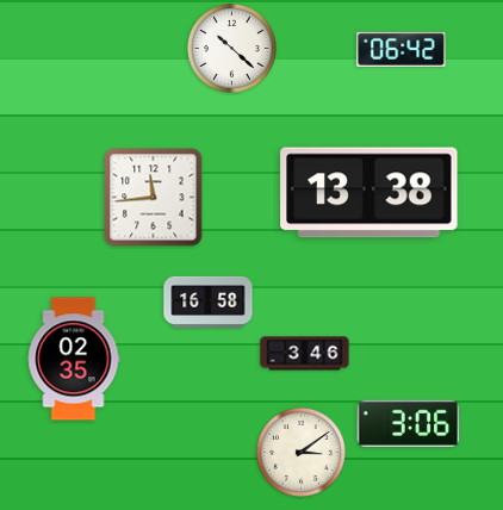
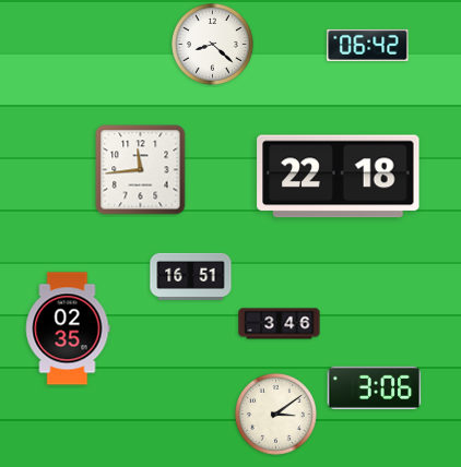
clock at (231, 48): 10:22 -> 8:22
clock at (370, 193): 13:38 -> 22:18
clock at (154, 198) position: (154, 198) -> (141, 170)
clock at (209, 301): 16:58 -> 16:51
